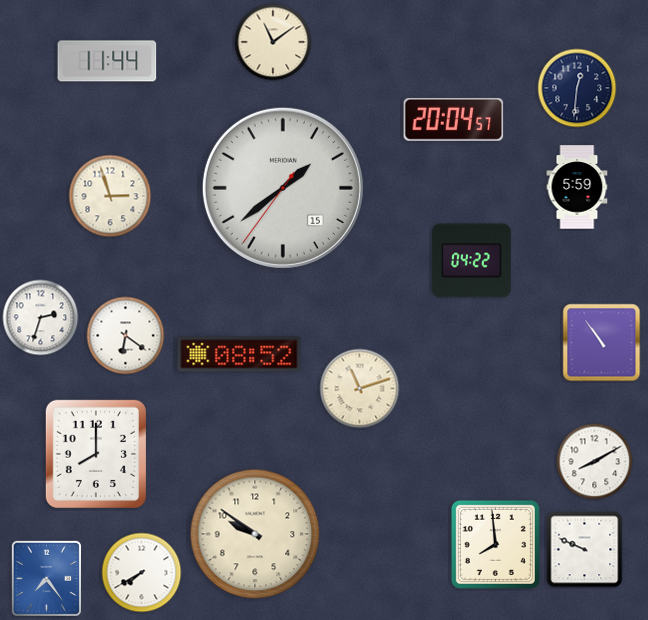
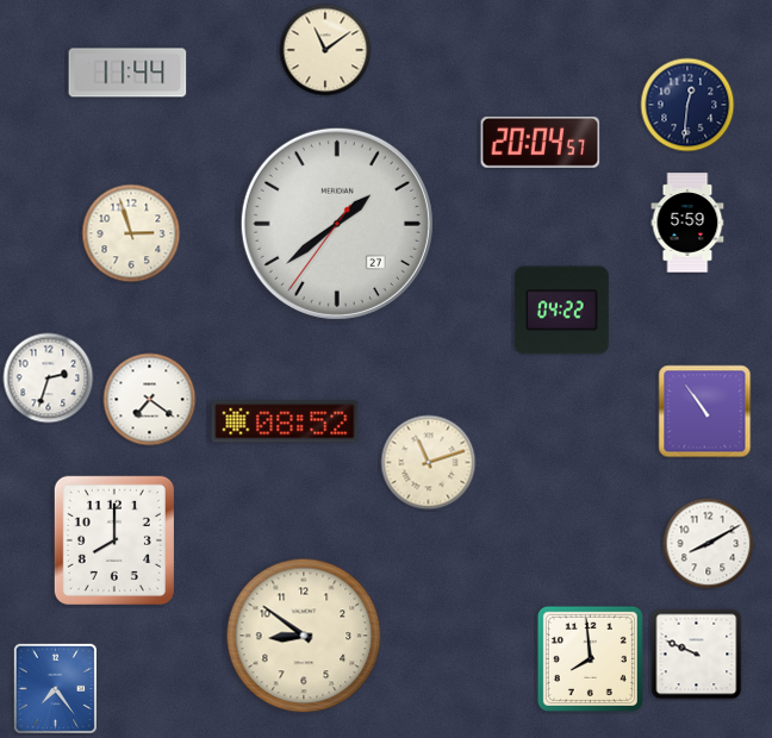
clock at (283, 188) date: 15 -> 27
clock at (126, 336): 6:21 -> 7:21
clock at (602, 343) position: (602, 343) -> (705, 412)
clock at (595, 462) position: (595, 462) -> (709, 544)
clock at (255, 534): 9:51 -> 8:51
clock at (495, 544) position: (495, 544) -> (590, 658)
clock at (142, 573): 7:40 -> none
